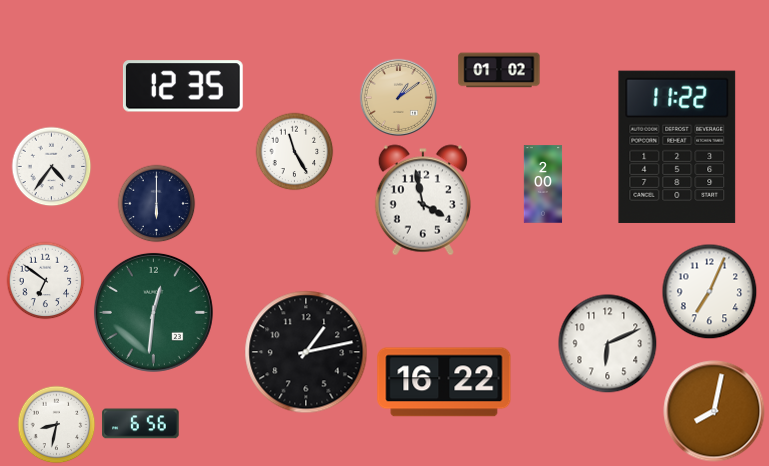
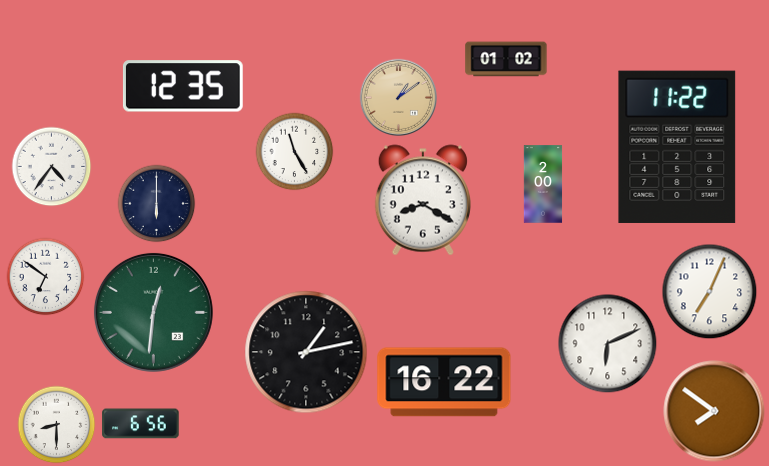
clock at (499, 70) position: (499, 70) -> (506, 59)
clock at (423, 200): 3:58 -> 8:20
clock at (45, 280) position: (45, 280) -> (45, 276)
clock at (714, 411): 8:02 -> 7:51
clock at (56, 424): 8:32 -> 8:30
